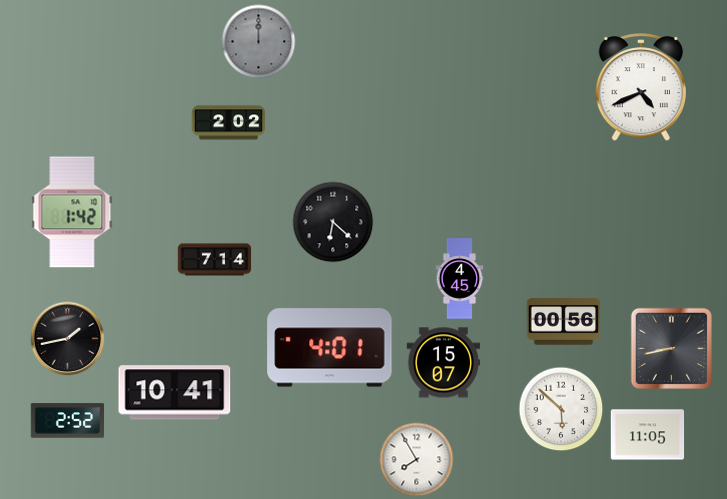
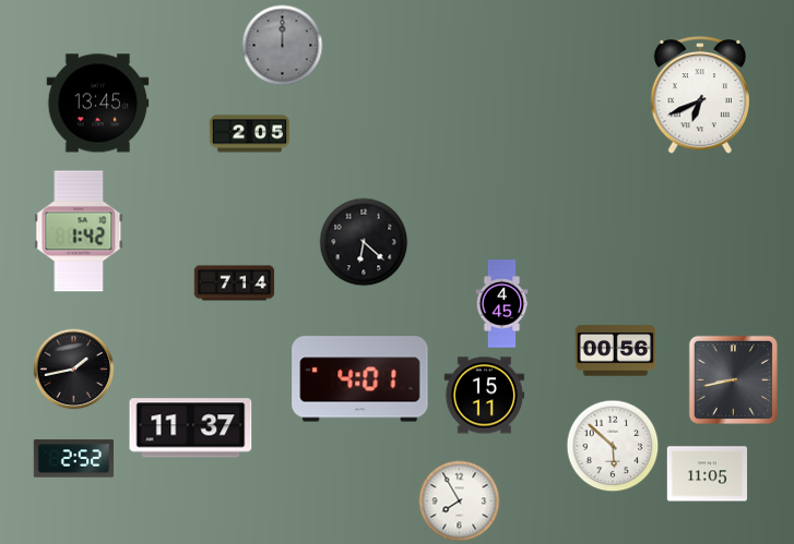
clock at (640, 88): 4:41 -> 6:41
clock at (98, 104): none -> 13:45
clock at (229, 123): 2:02 -> 2:05
clock at (444, 363): 15:07 -> 15:11
clock at (175, 393): 10:41 -> 11:37
clock at (417, 460) position: (417, 460) -> (460, 501)
